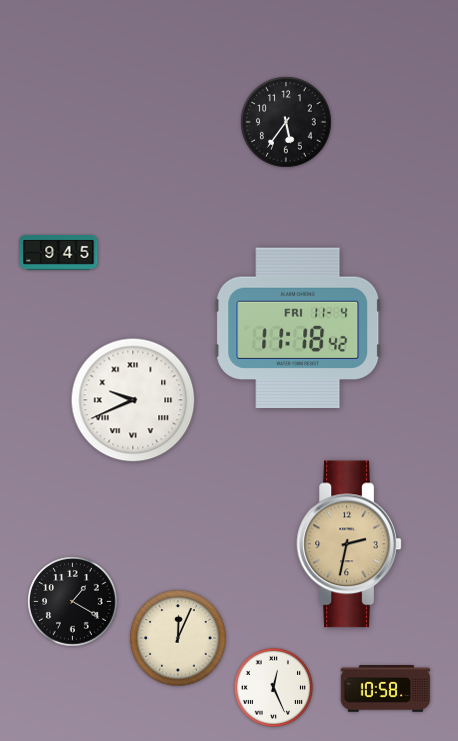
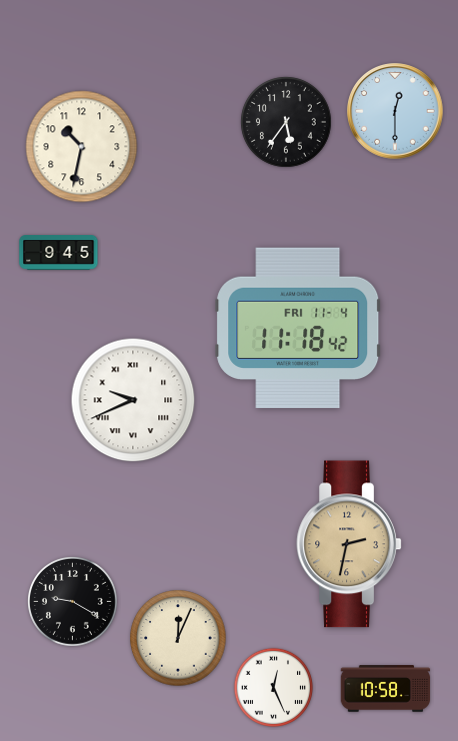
clock at (395, 111): none -> 12:30
clock at (82, 147): none -> 10:32
clock at (73, 602): 1:20 -> 9:20
